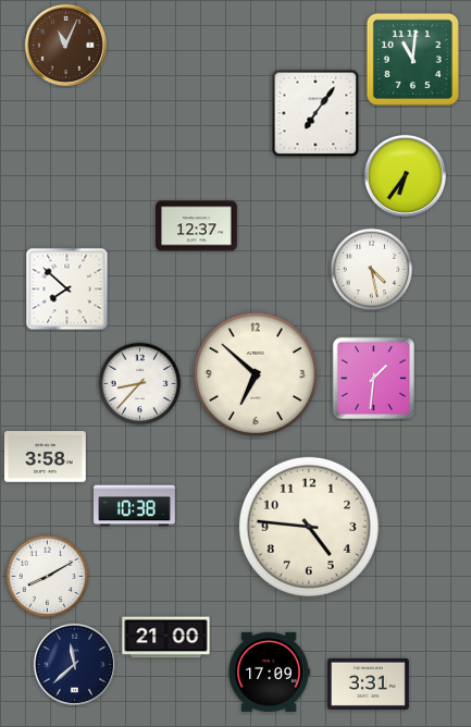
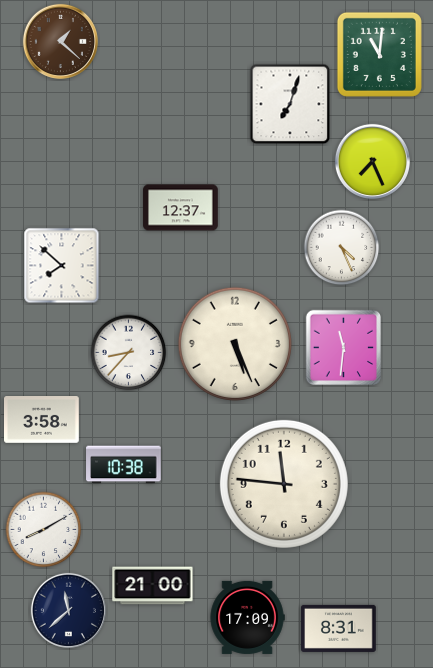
clock at (65, 45): 11:04 -> 1:22
clock at (315, 113): 7:06 -> 7:03
clock at (405, 175): 6:36 -> 7:26
clock at (372, 270): 4:28 -> 4:26
clock at (256, 374): 6:52 -> 5:26
clock at (374, 378): 1:31 -> 11:31
clock at (309, 527): 4:46 -> 11:46
clock at (369, 683): 3:31 -> 8:31
